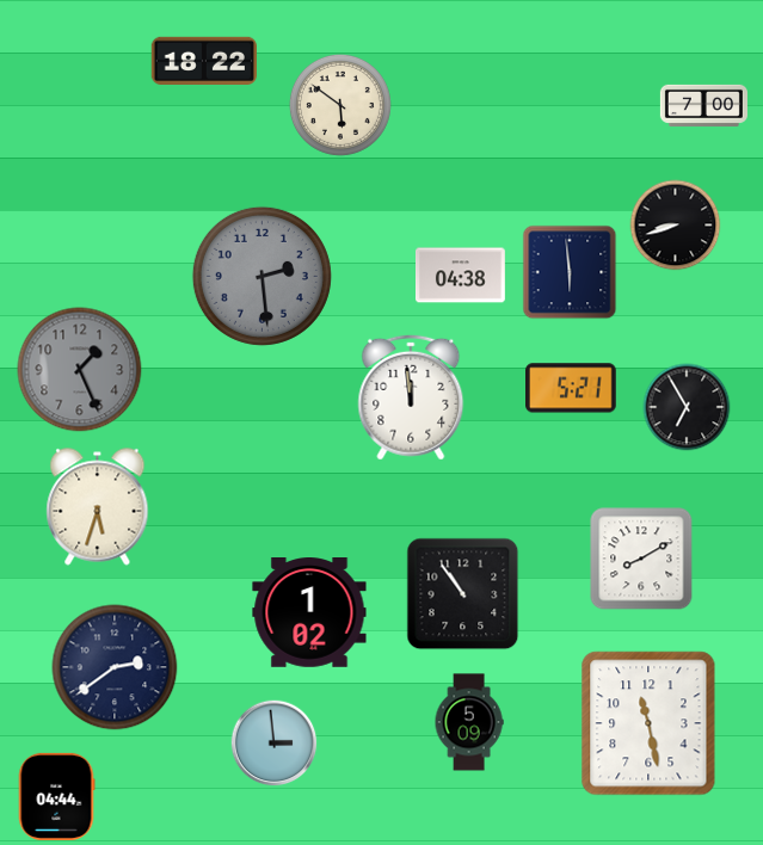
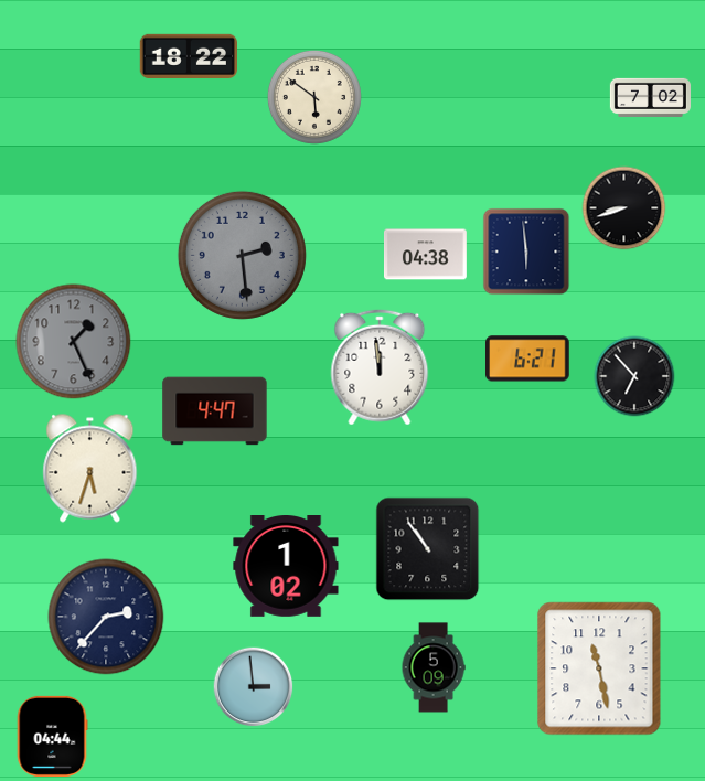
clock at (703, 105): 7:00 -> 7:02
clock at (572, 388): 5:21 -> 6:21
clock at (687, 407): 6:55 -> 6:53
clock at (215, 411): none -> 4:47
clock at (641, 559): 8:10 -> none
clock at (115, 667): 2:39 -> 2:37
